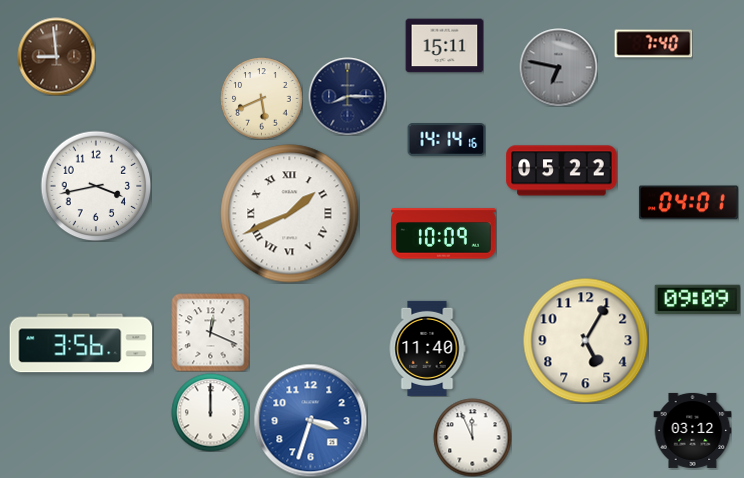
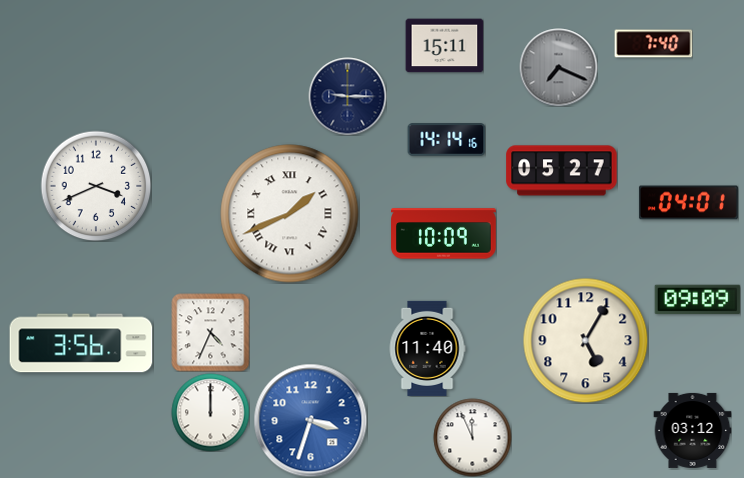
clock at (56, 56): 8:59 -> none
clock at (558, 67): 6:47 -> 7:19
clock at (347, 96): 8:15 -> 9:15
clock at (261, 98): 5:41 -> none
clock at (562, 171): 05:22 -> 05:27
clock at (96, 186): 3:43 -> 3:41
clock at (210, 332): 12:19 -> 4:34
